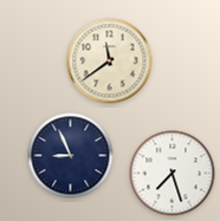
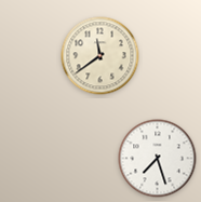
clock at (71, 156): 8:56 -> none
